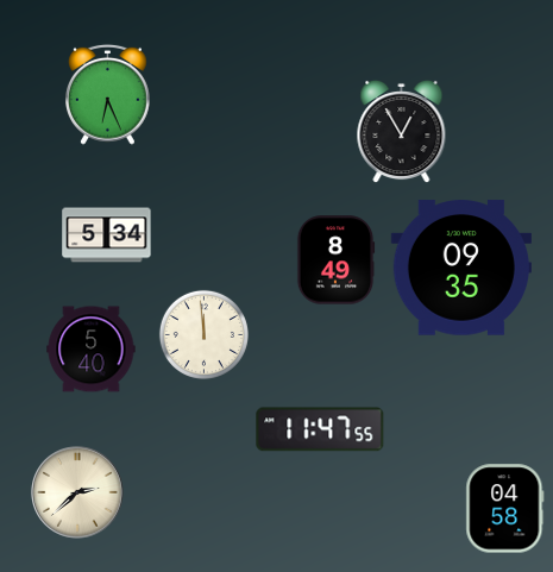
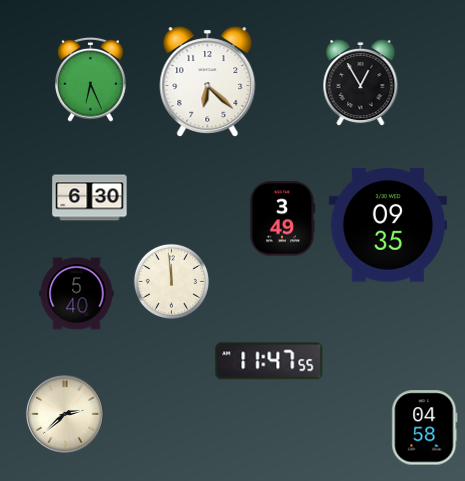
clock at (208, 82): none -> 6:22
clock at (402, 132) position: (402, 132) -> (361, 83)
clock at (107, 235): 5:34 -> 6:30
clock at (335, 260): 8:49 -> 3:49
